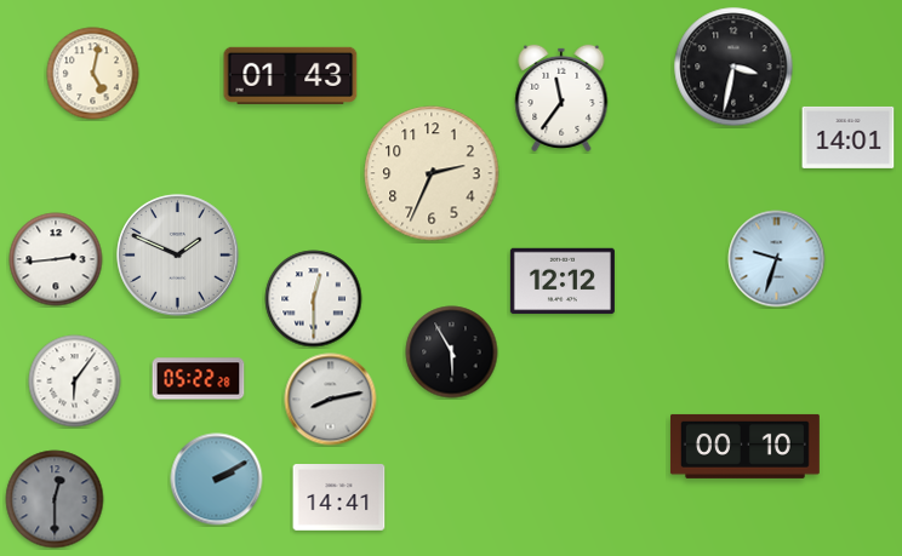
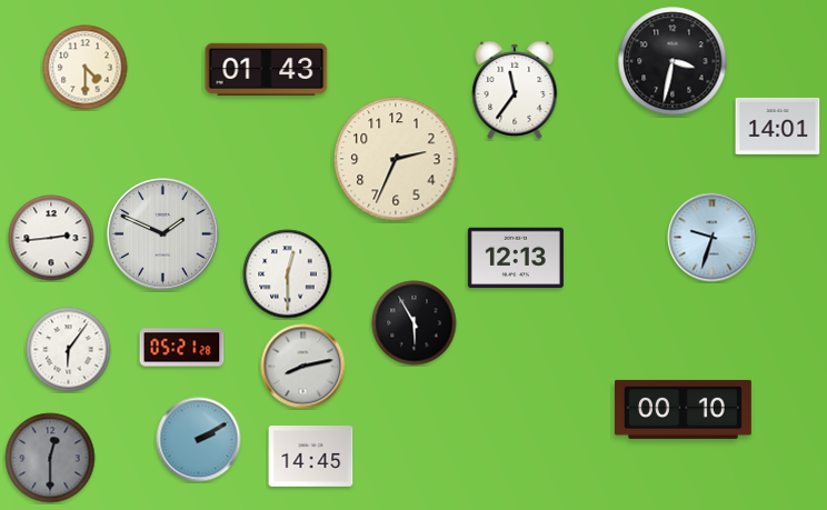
clock at (93, 74): 5:02 -> 4:30
clock at (563, 281): 12:12 -> 12:13
clock at (199, 379): 05:22 -> 05:21
clock at (339, 498): 14:41 -> 14:45
